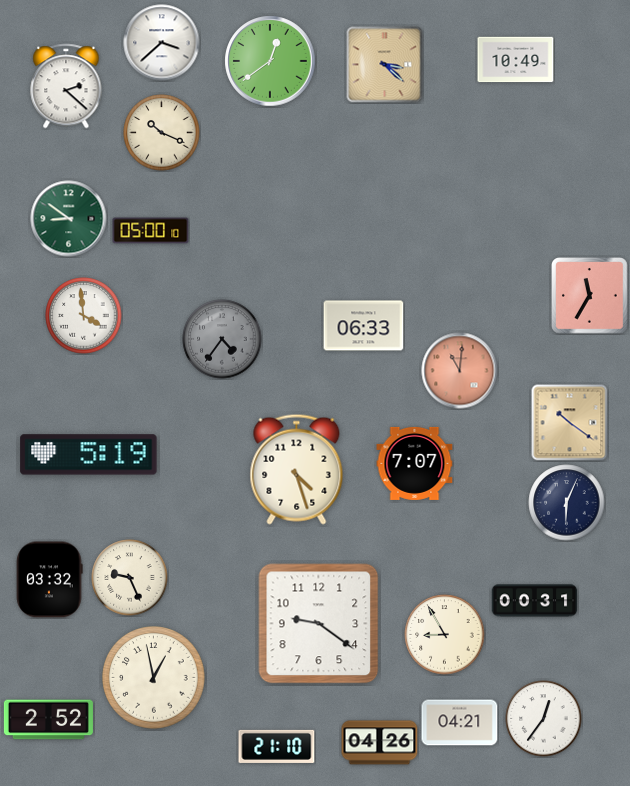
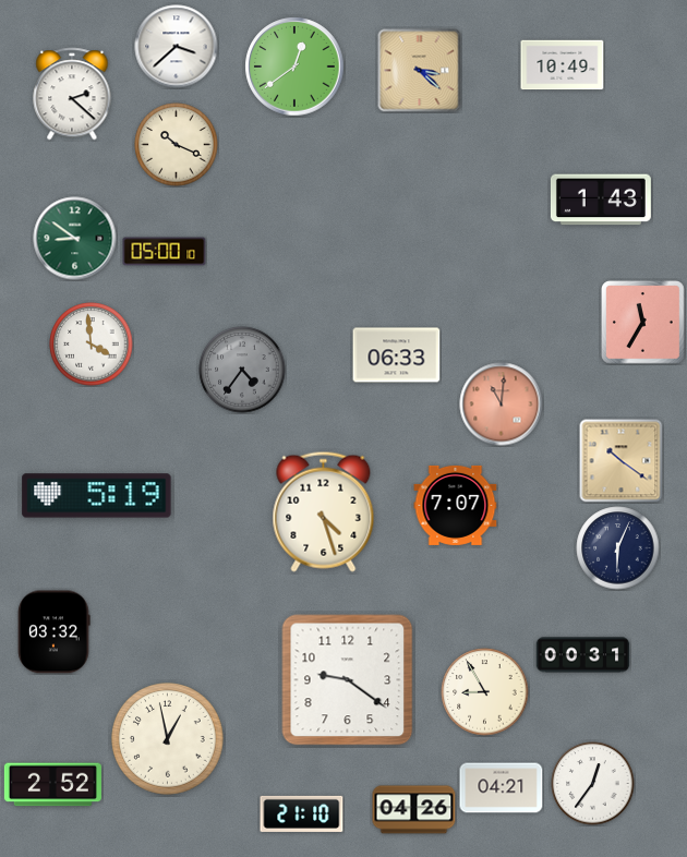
clock at (601, 200): none -> 1:43
clock at (415, 463) position: (415, 463) -> (456, 505)
clock at (130, 578): 9:26 -> none
